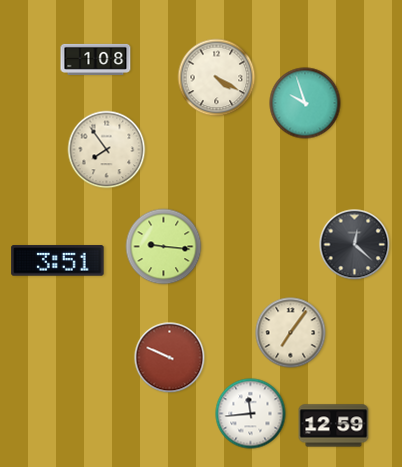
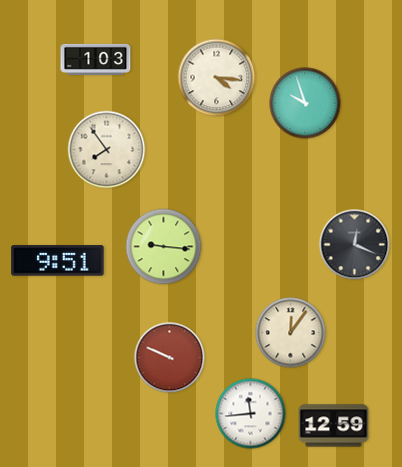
clock at (96, 59): 1:08 -> 1:03
clock at (217, 78): 4:20 -> 4:16
clock at (355, 245): 12:22 -> 12:19
clock at (58, 261): 3:51 -> 9:51
clock at (291, 333): 7:06 -> 12:06
